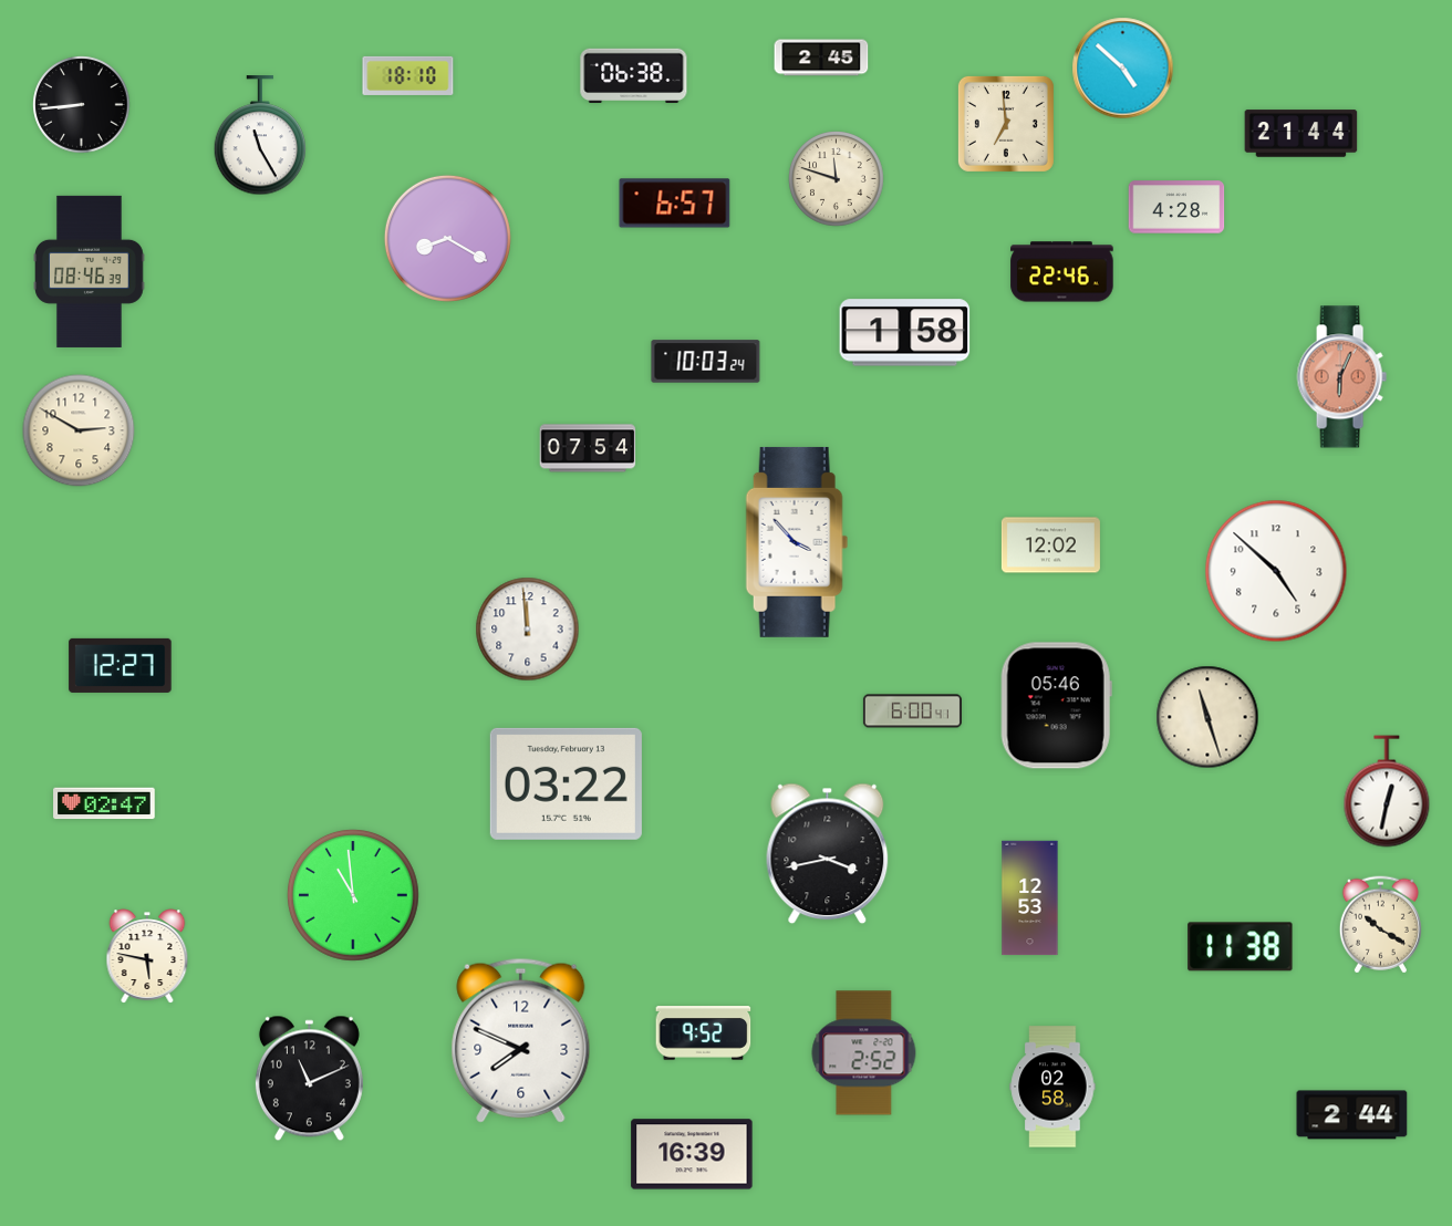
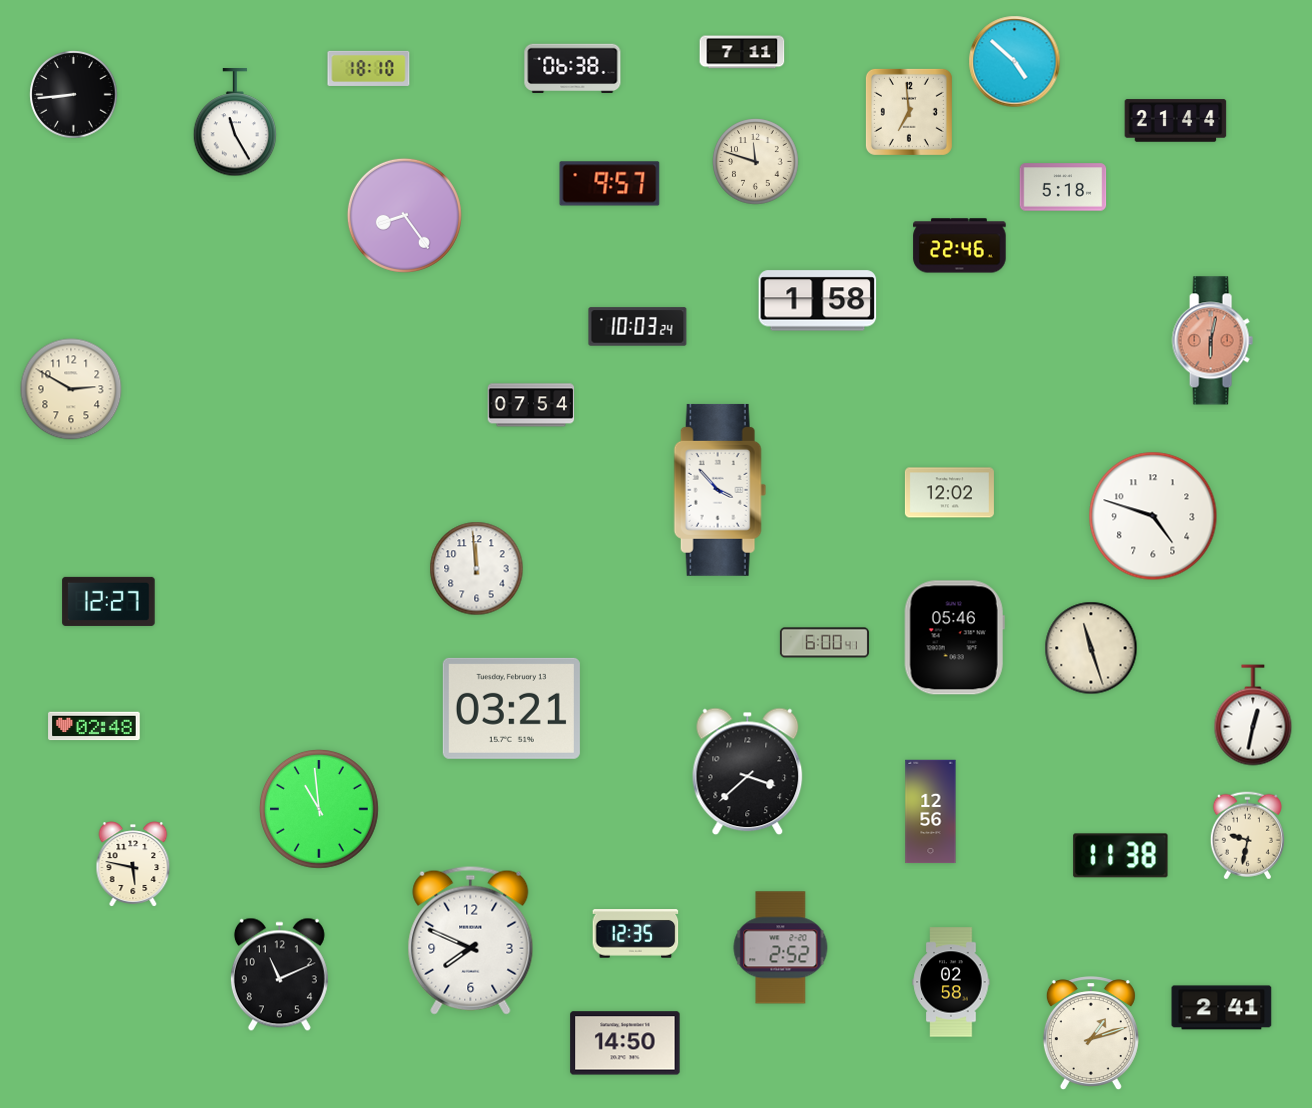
clock at (821, 58): 2:45 -> 7:11
clock at (675, 204): 6:57 -> 9:57
clock at (1176, 207): 4:28 -> 5:18
clock at (447, 238): 8:20 -> 8:24
clock at (90, 271): 08:46 -> none
clock at (1341, 377): 6:04 -> 6:02
clock at (1276, 571): 4:52 -> 4:48
clock at (566, 783): 03:22 -> 03:21
clock at (104, 803): 02:47 -> 02:48
clock at (828, 854): 3:43 -> 3:38
clock at (1030, 898): 12:53 -> 12:56
clock at (1380, 925): 10:20 -> 9:32
clock at (704, 1033): 9:52 -> 12:35
clock at (864, 1053) position: (864, 1053) -> (781, 948)
clock at (1352, 1115): 2:44 -> 2:41
clock at (1091, 1034): none -> 1:12
clock at (692, 1154): 16:39 -> 14:50
